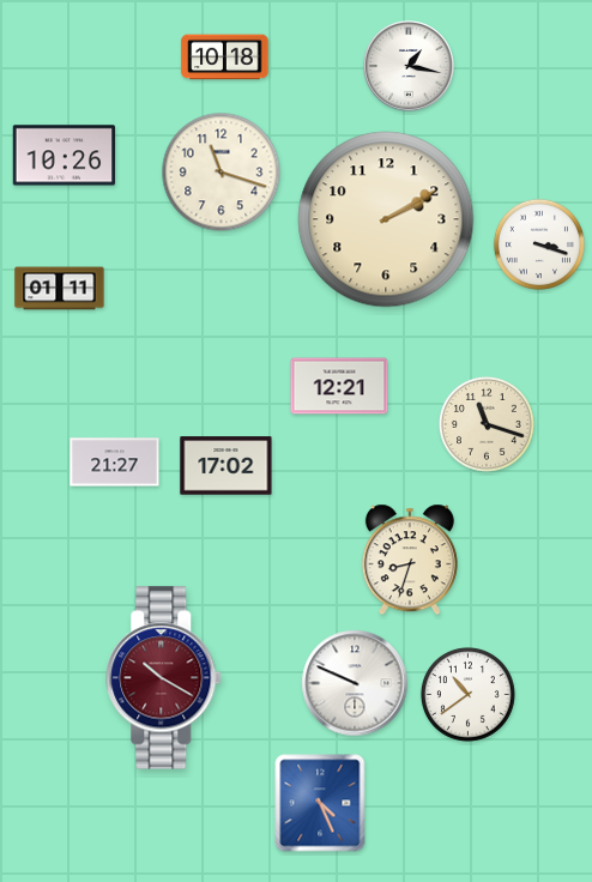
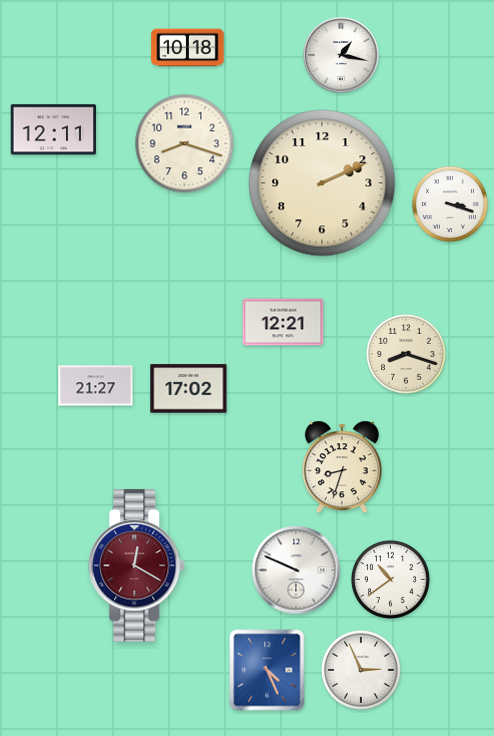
clock at (65, 156): 10:26 -> 12:11
clock at (222, 173): 11:18 -> 8:18
clock at (386, 219): 2:10 -> 2:11
clock at (60, 289): 01:11 -> none
clock at (487, 424): 11:18 -> 8:18
clock at (164, 678): 10:20 -> 12:20
clock at (361, 670): none -> 2:56
